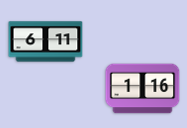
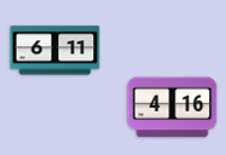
clock at (143, 89): 1:16 -> 4:16
